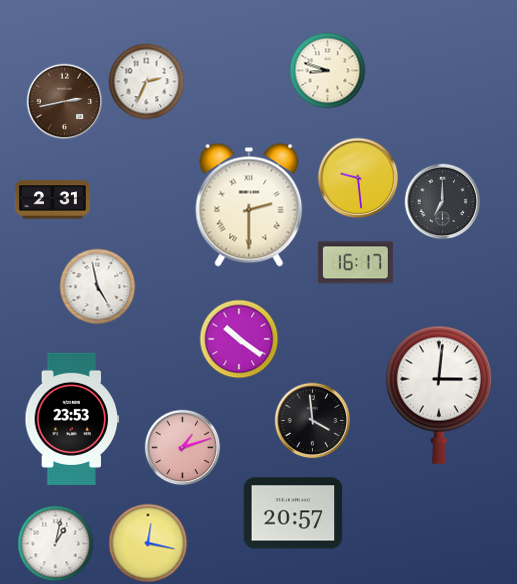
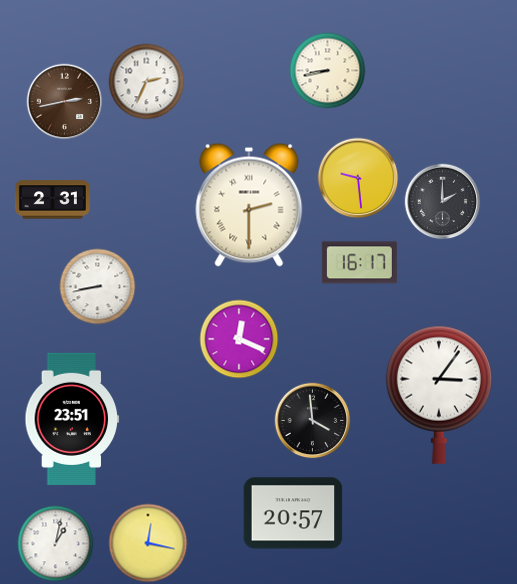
clock at (328, 71): 8:48 -> 8:43
clock at (443, 202): 7:00 -> 2:00
clock at (355, 263) position: (355, 263) -> (359, 263)
clock at (98, 287): 4:58 -> 8:43
clock at (239, 339): 10:21 -> 12:19
clock at (439, 395): 3:01 -> 3:06
clock at (72, 419): 23:53 -> 23:51
clock at (183, 448): 1:12 -> none
